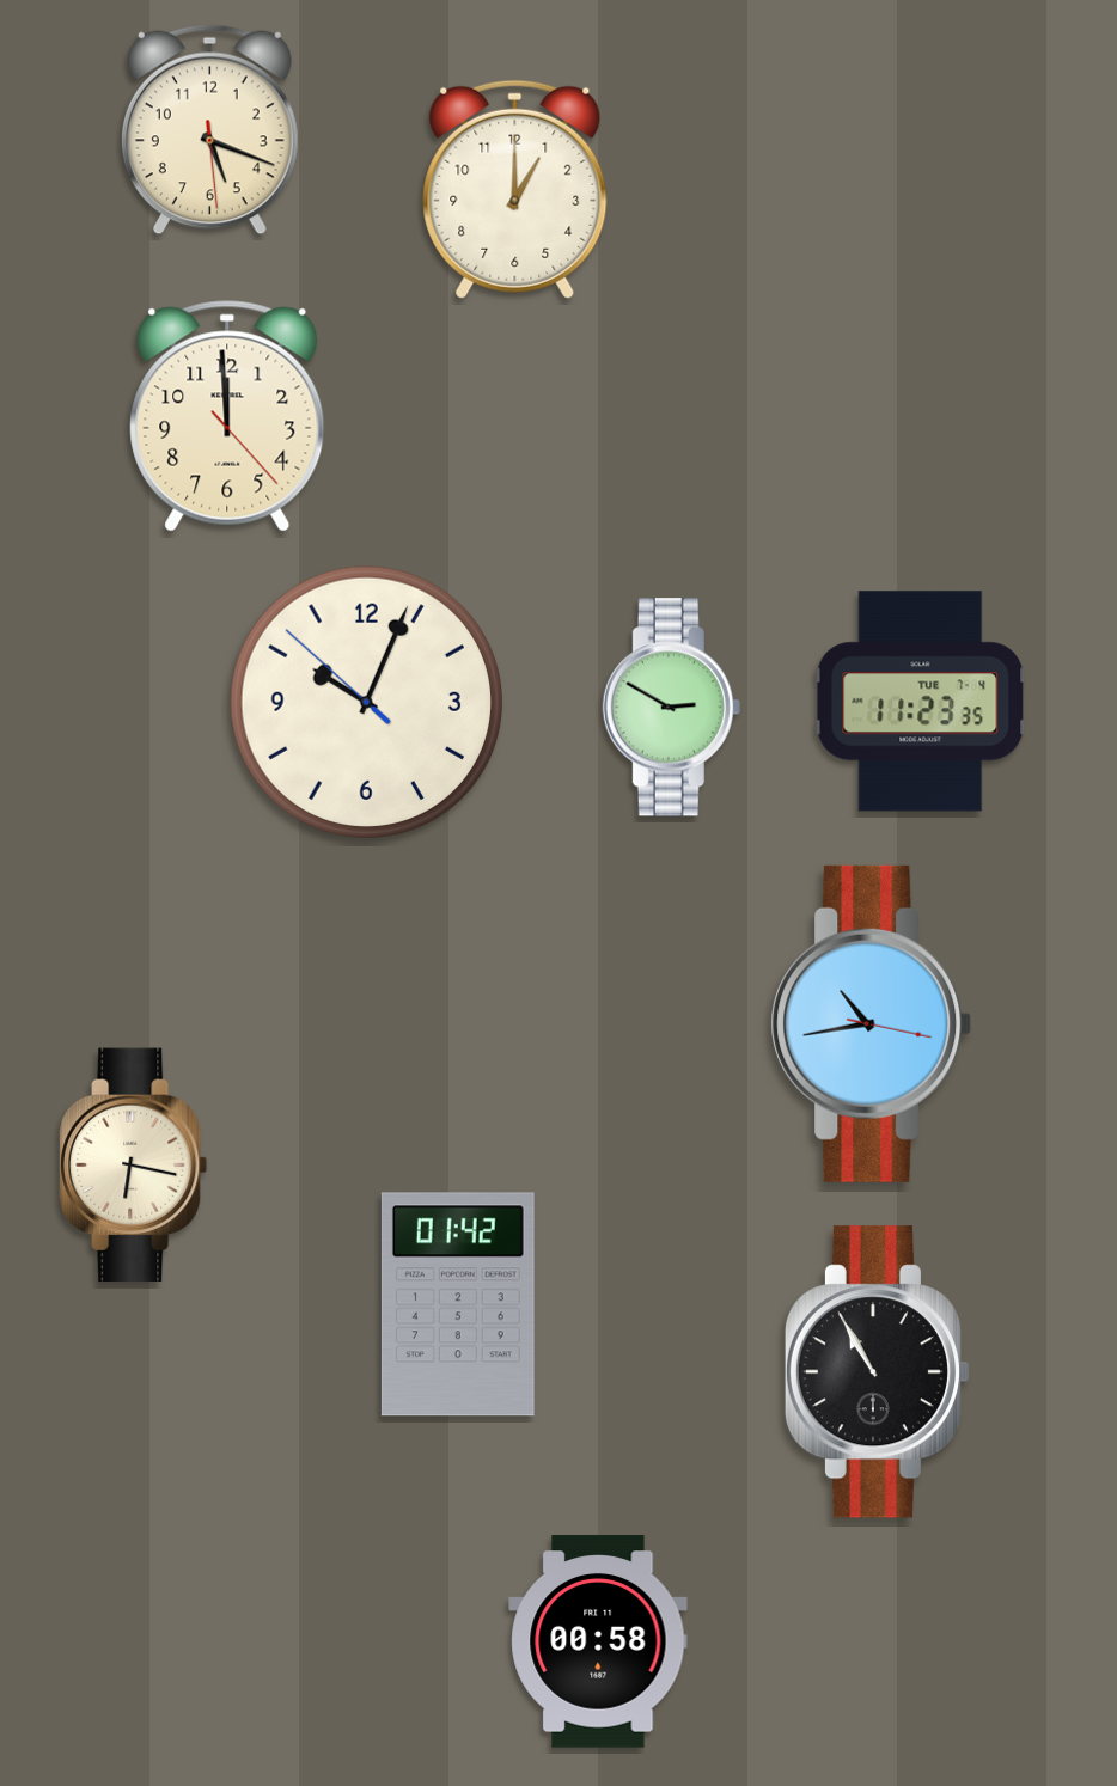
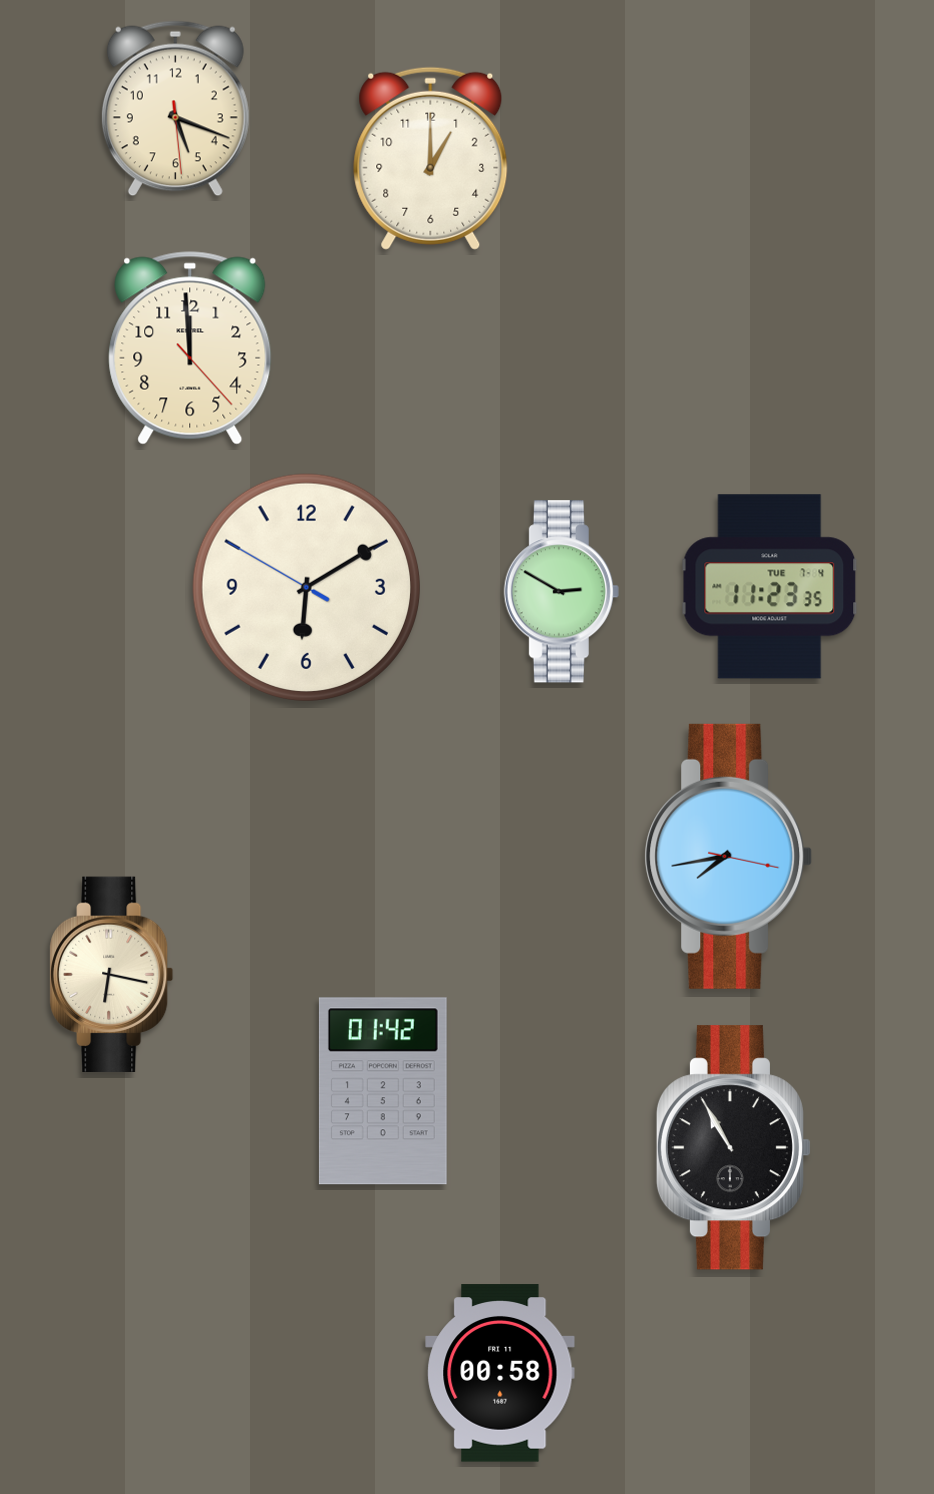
clock at (366, 702): 10:03 -> 6:09
clock at (872, 1023): 10:43 -> 7:43
